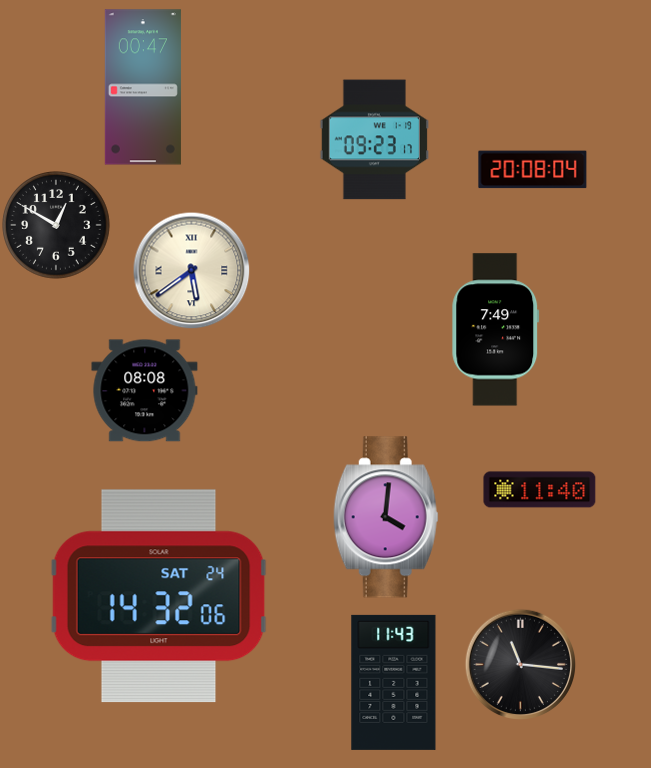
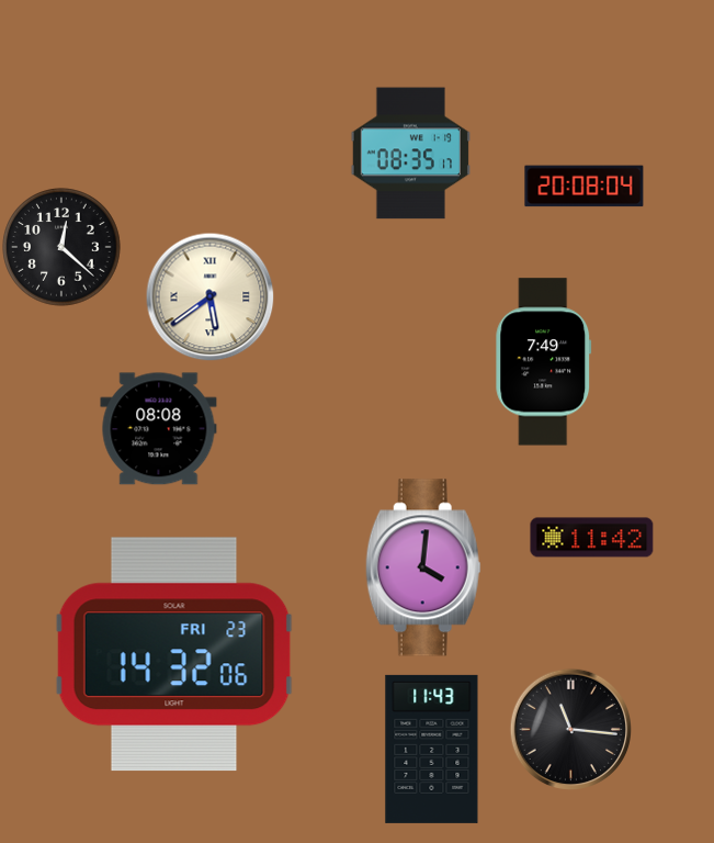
clock at (143, 87): 00:47 -> none
clock at (374, 140): 09:23 -> 08:35
clock at (56, 225): 12:50 -> 12:22
clock at (540, 490): 11:40 -> 11:42
clock at (159, 596) date: SAT 24 -> FRI 23
